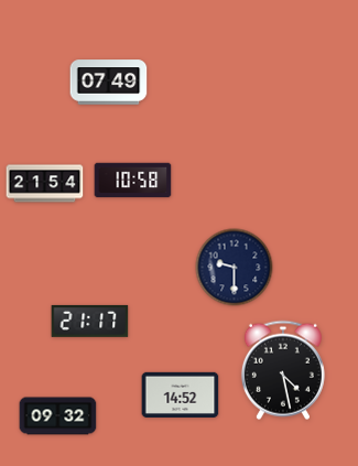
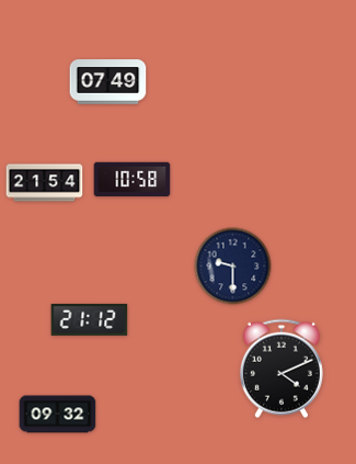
clock at (90, 321): 21:17 -> 21:12
clock at (283, 370): 4:28 -> 4:11
clock at (181, 394): 14:52 -> none
